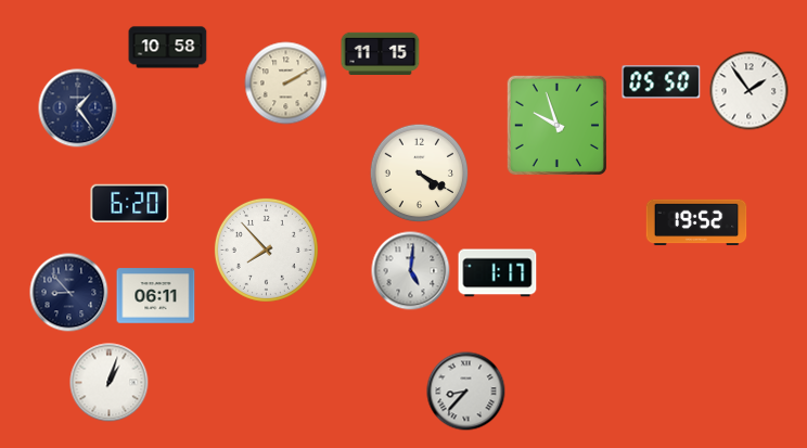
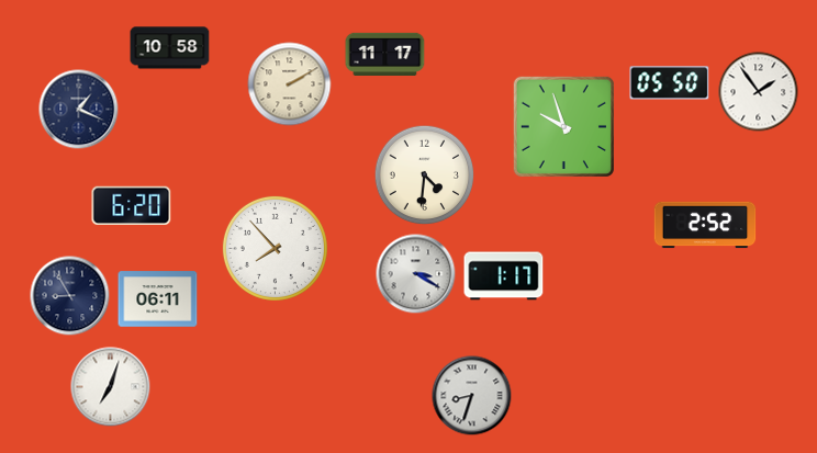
clock at (381, 53): 11:15 -> 11:17
clock at (78, 108): 1:24 -> 1:19
clock at (420, 174): 4:20 -> 4:31
clock at (696, 222): 19:52 -> 2:52
clock at (266, 249) position: (266, 249) -> (275, 248)
clock at (411, 271): 5:01 -> 3:20
clock at (69, 293): 8:53 -> 8:55
clock at (110, 383): 1:03 -> 7:03
clock at (466, 392): 8:37 -> 8:33
